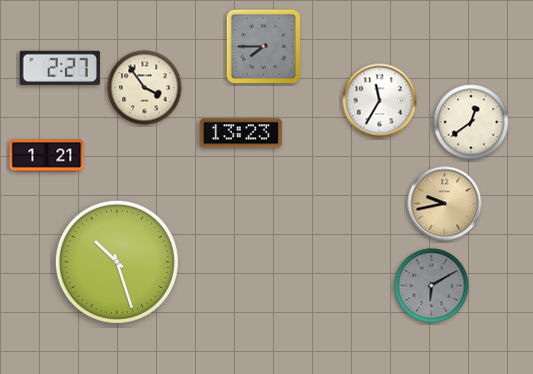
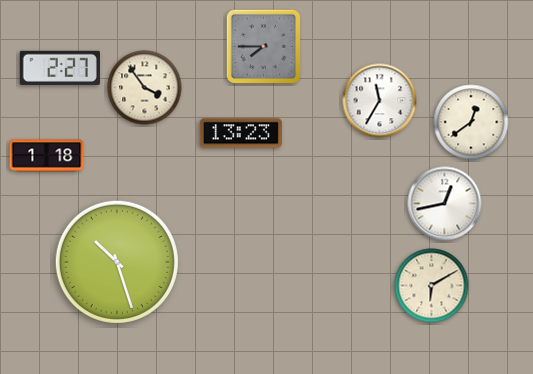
clock at (47, 156): 1:21 -> 1:18
clock at (445, 204): 9:43 -> 12:43
clock at (445, 204) dial: champagne -> white
clock at (432, 286) dial: grey -> cream
